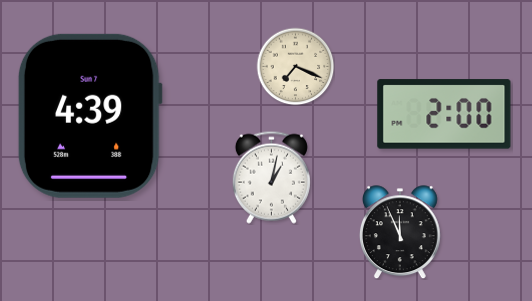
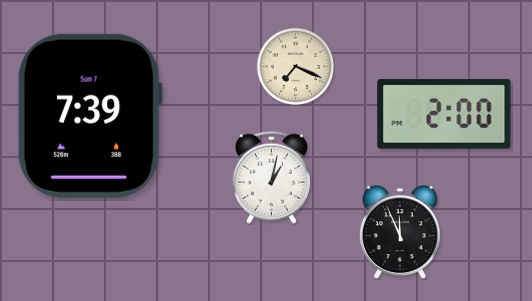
clock at (90, 116): 4:39 -> 7:39
